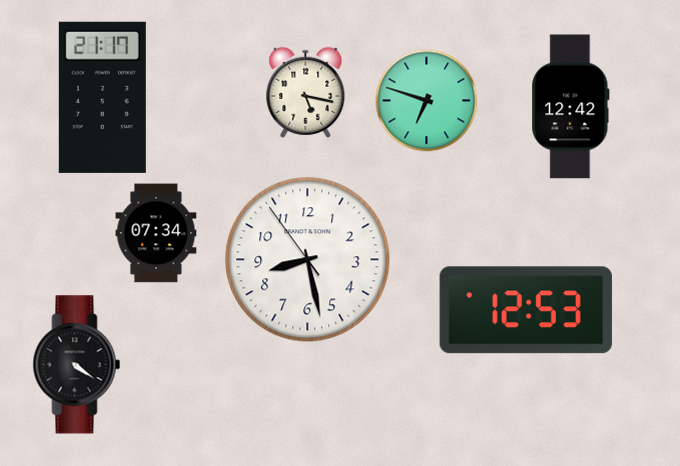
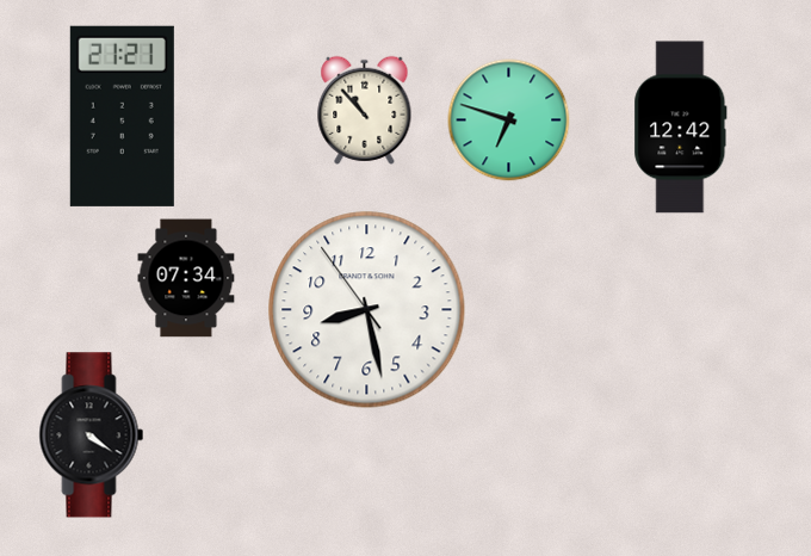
clock at (306, 92): 5:17 -> 10:53
clock at (102, 97): 21:17 -> 21:21
clock at (526, 310): 12:53 -> none
